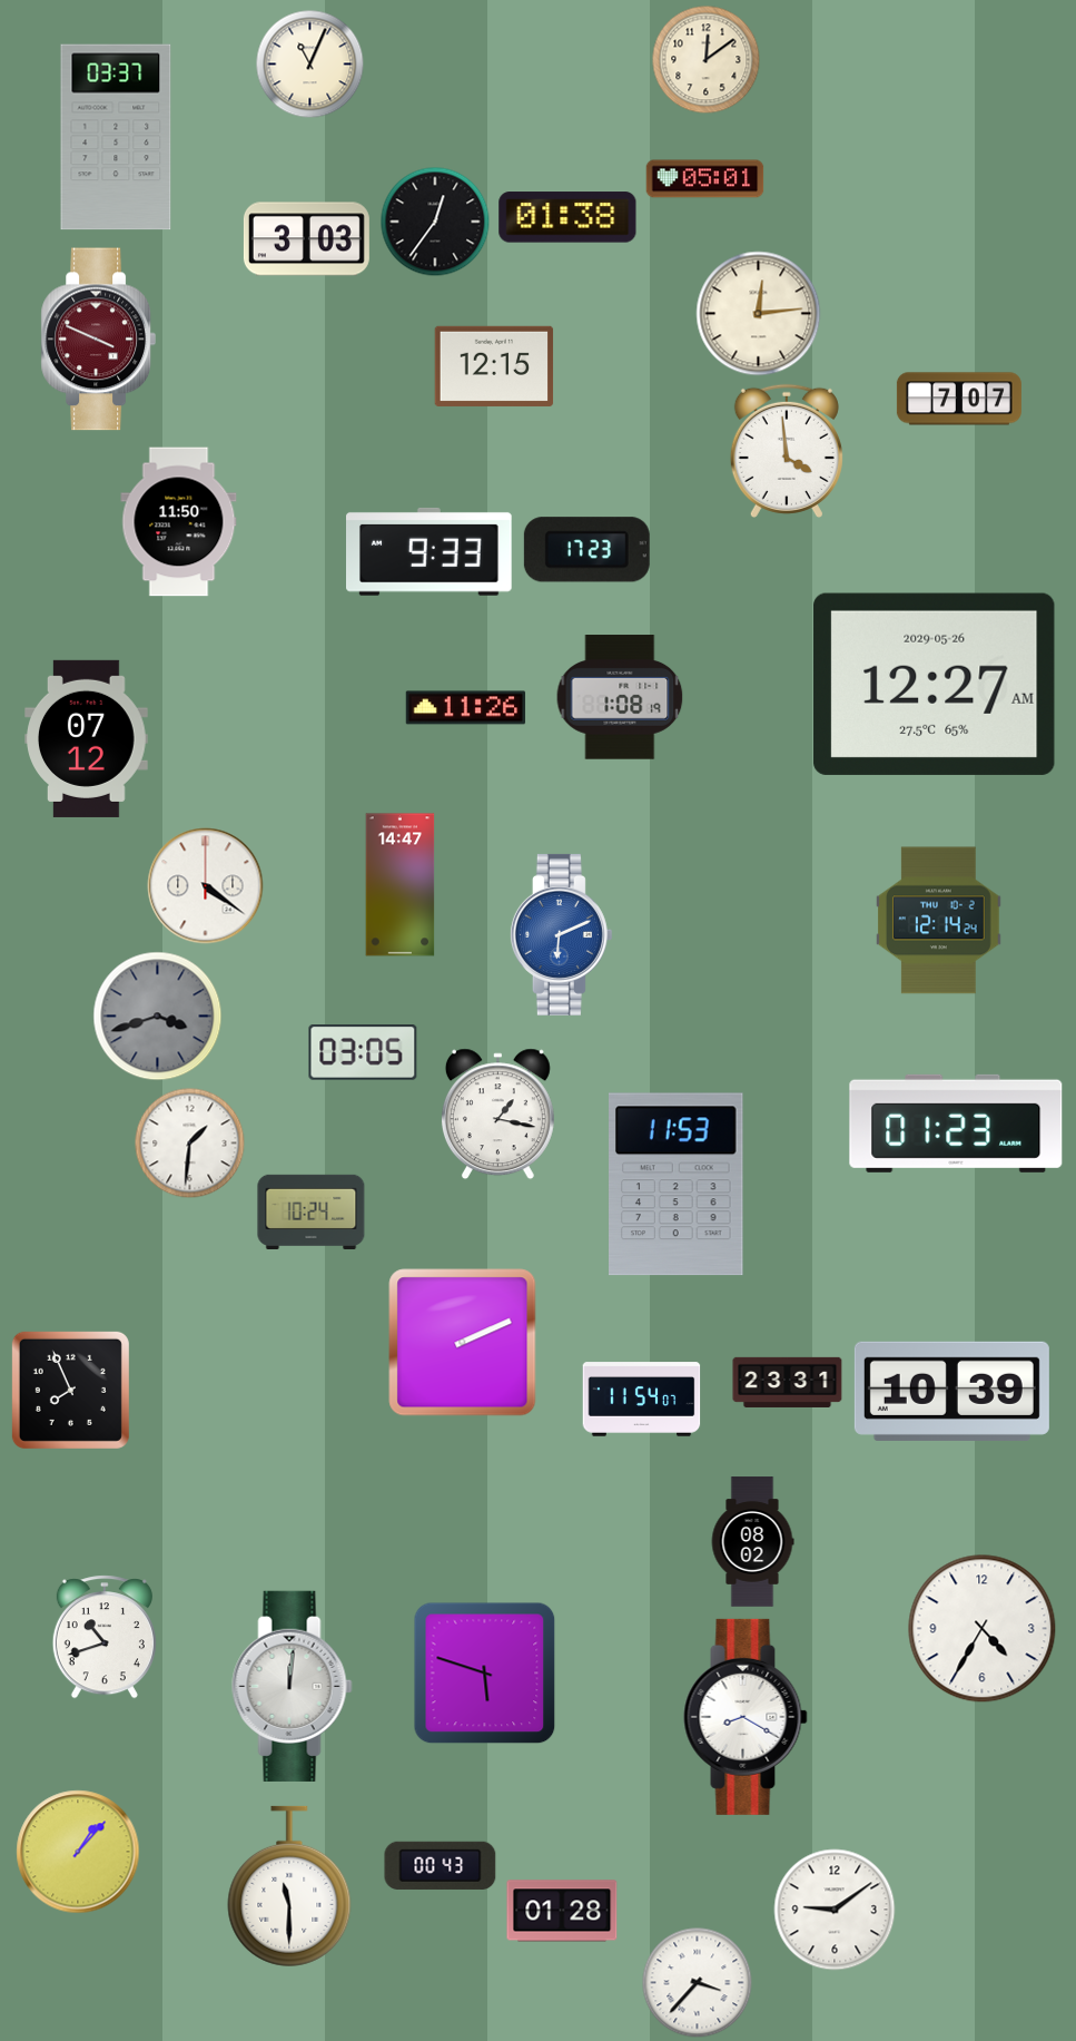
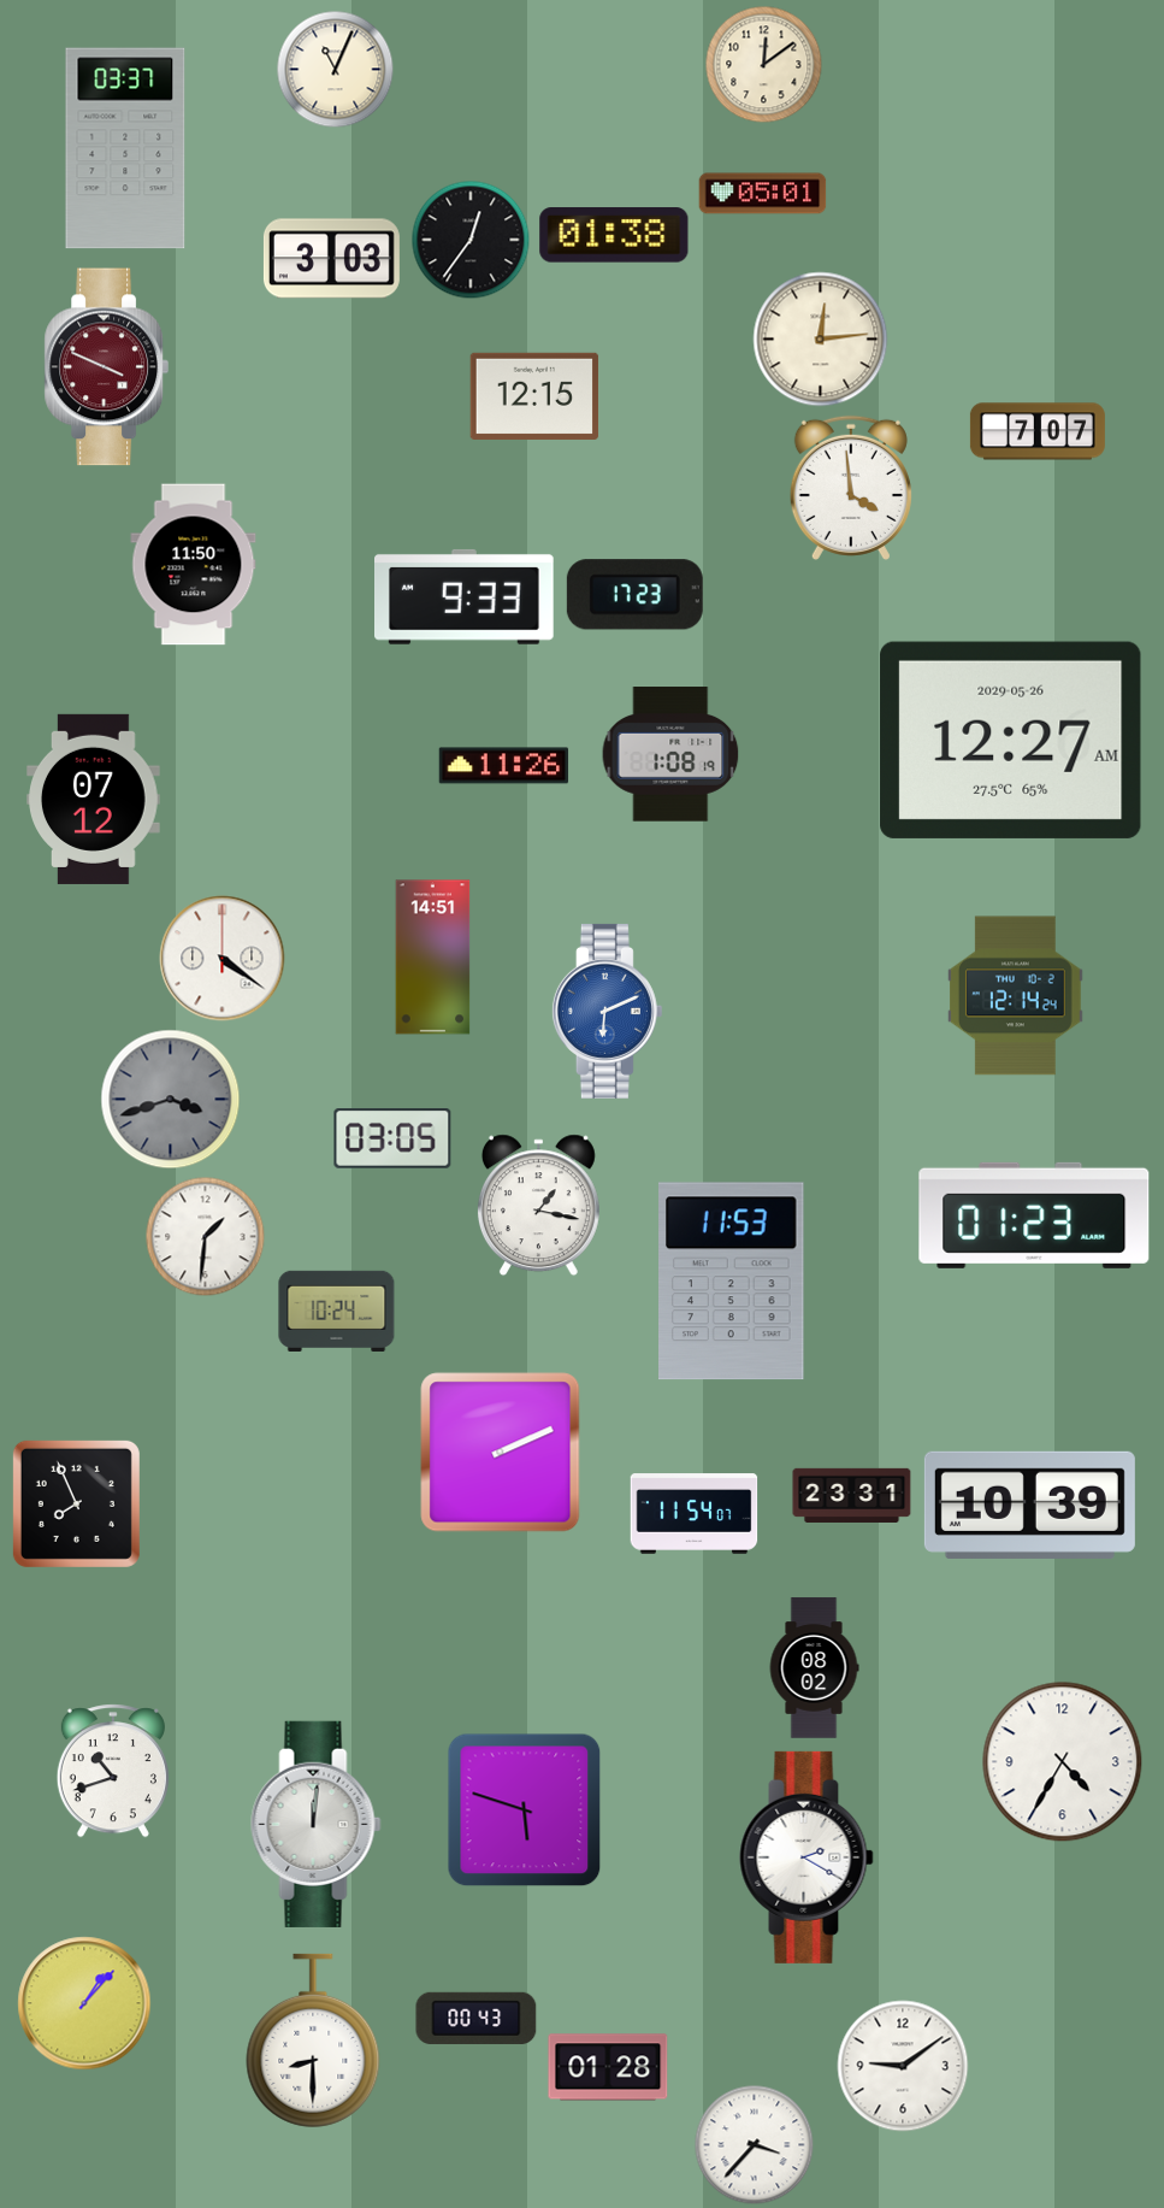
clock at (401, 885): 14:47 -> 14:51
clock at (746, 1717): 8:20 -> 2:20
clock at (289, 1886): 11:30 -> 8:30
